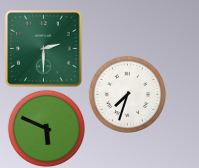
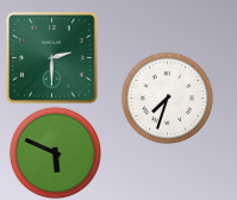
clock at (127, 94) position: (127, 94) -> (167, 98)
